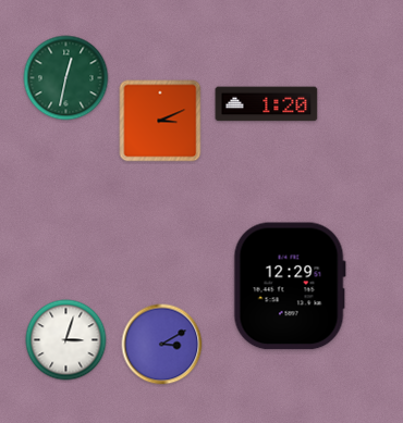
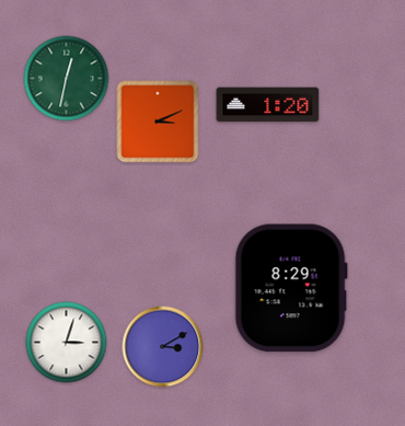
clock at (160, 121) position: (160, 121) -> (158, 122)
clock at (290, 286): 12:29 -> 8:29
